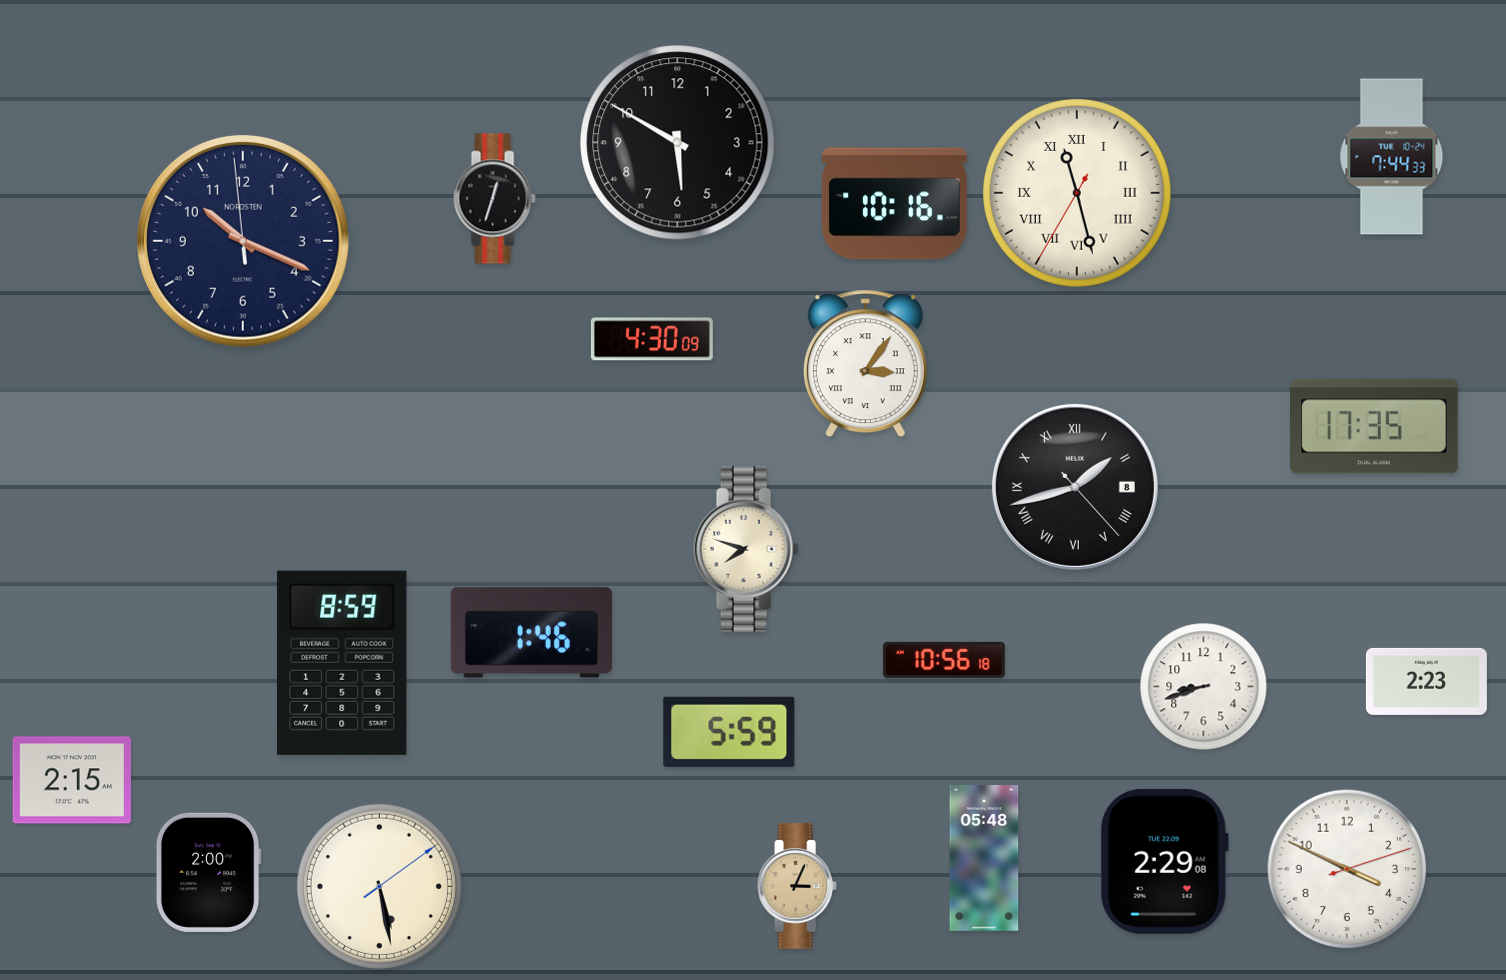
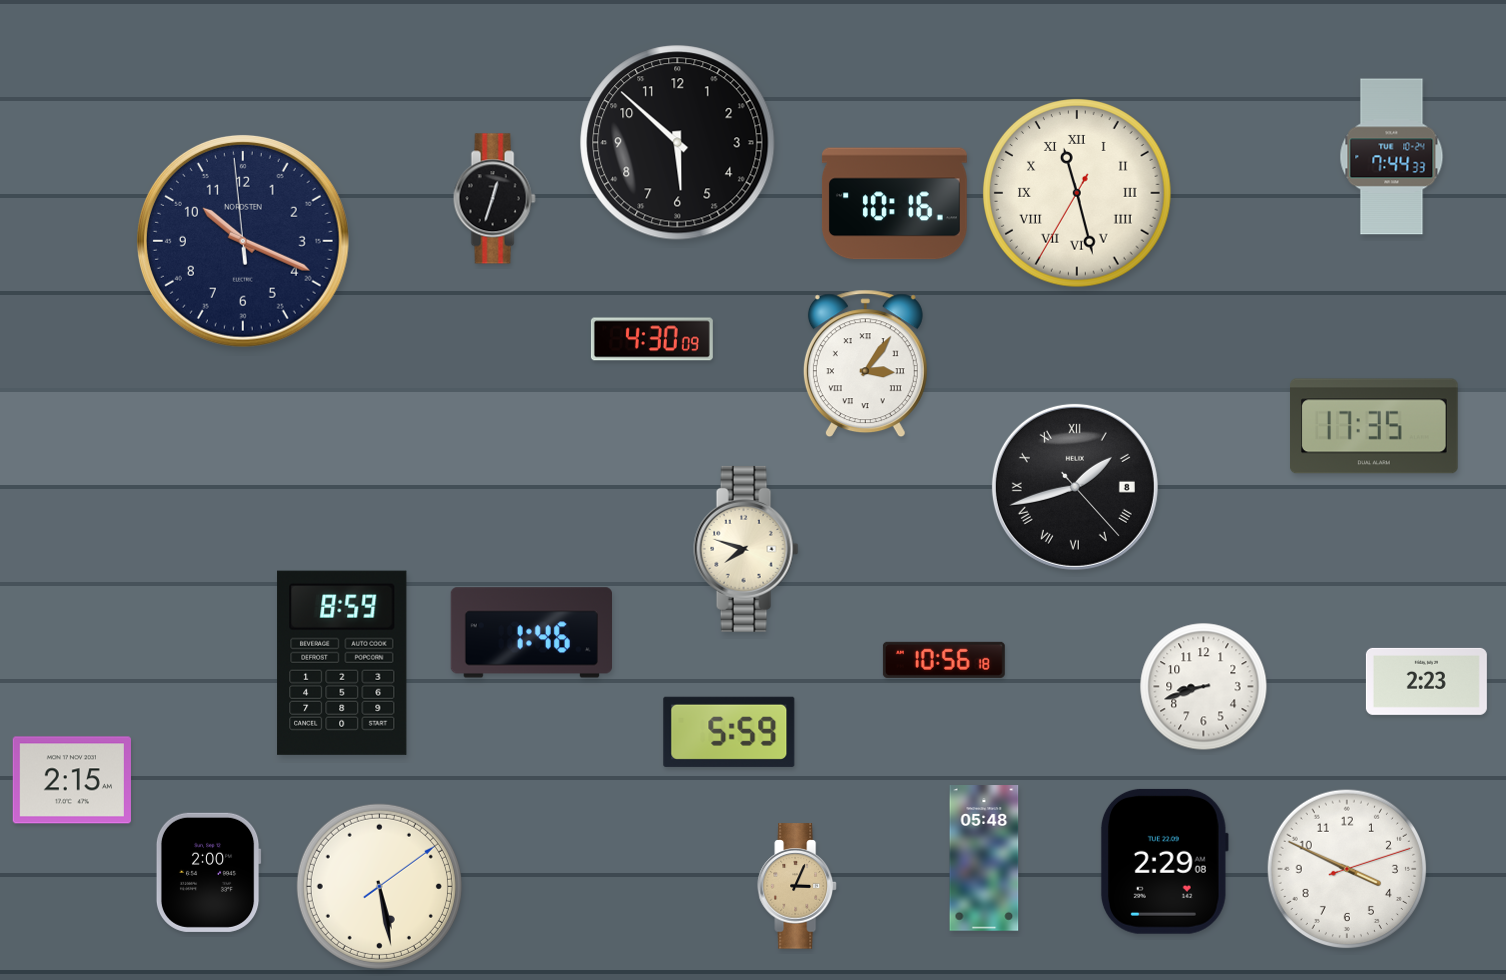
clock at (678, 143): 5:50 -> 5:52
